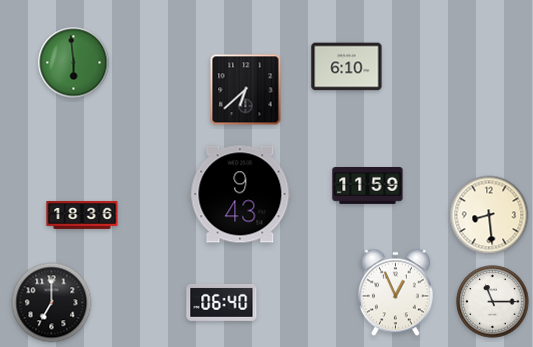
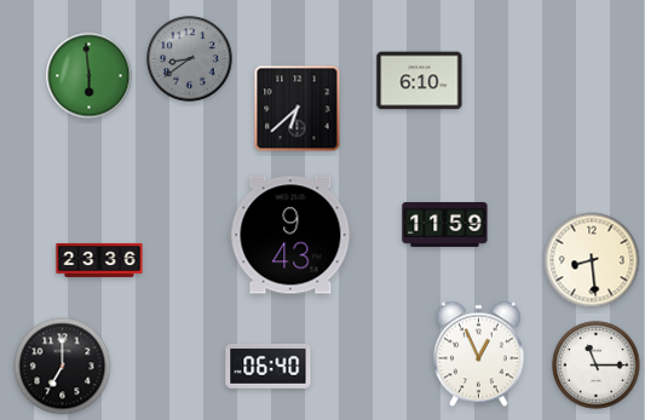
clock at (190, 59): none -> 8:39
clock at (82, 215): 18:36 -> 23:36
